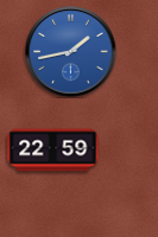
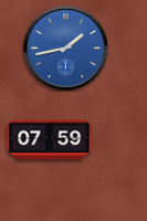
clock at (53, 150): 22:59 -> 07:59
